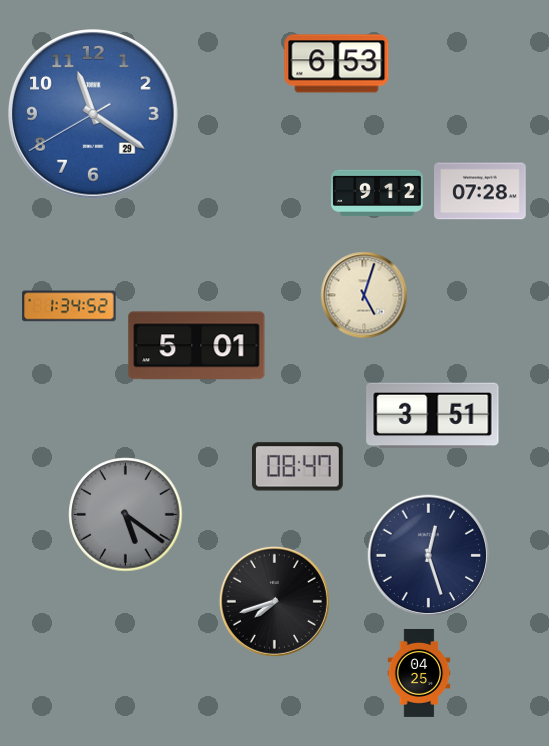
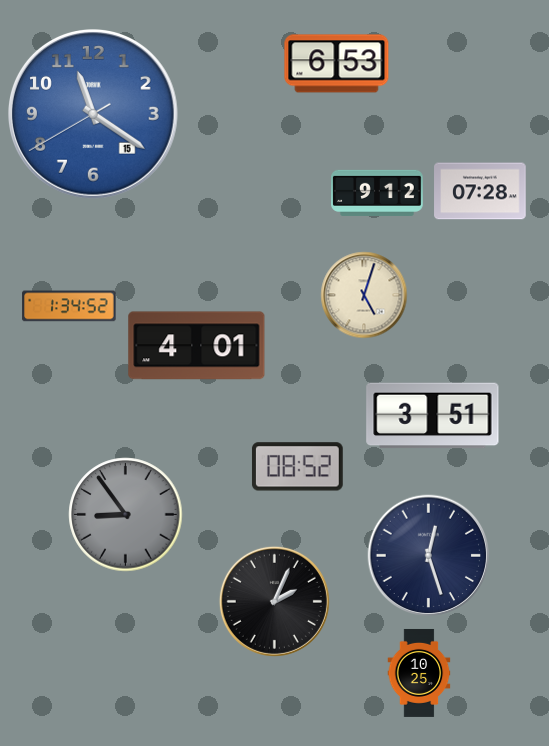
clock at (94, 115) date: 29 -> 15
clock at (197, 346): 5:01 -> 4:01
clock at (297, 467): 08:47 -> 08:52
clock at (126, 515): 5:21 -> 8:54
clock at (274, 601): 7:42 -> 2:04
clock at (419, 673): 04:25 -> 10:25
